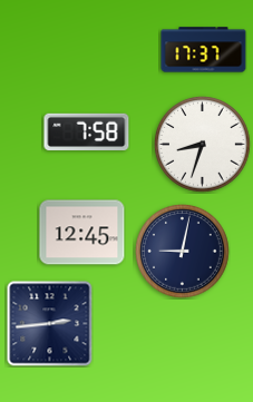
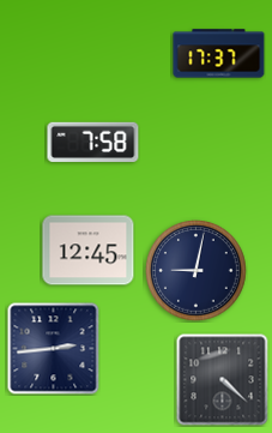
clock at (203, 145): 8:33 -> none
clock at (223, 380): none -> 4:22
